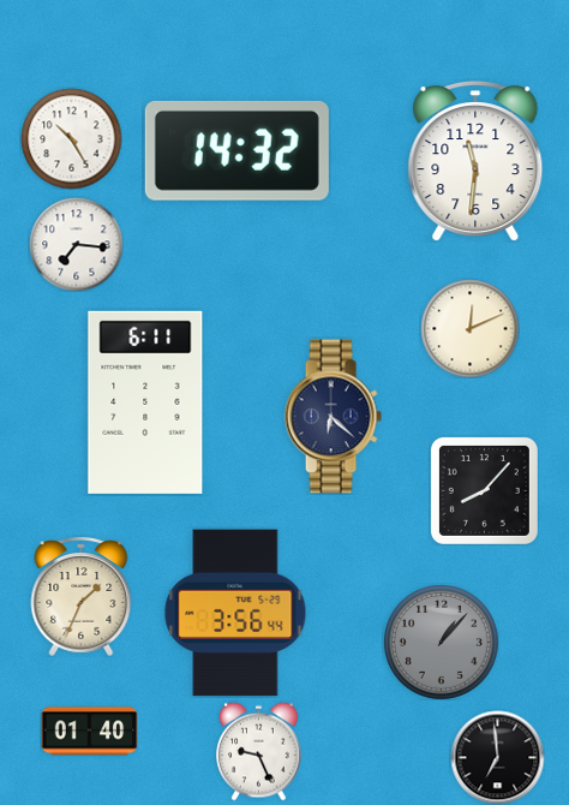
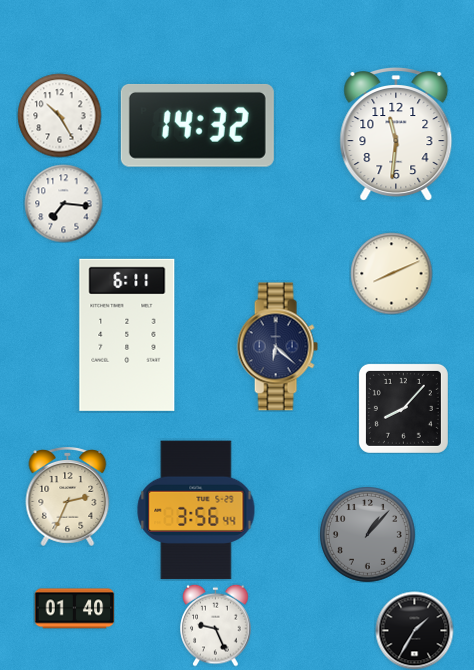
clock at (469, 328): 12:11 -> 8:11
clock at (145, 402) position: (145, 402) -> (127, 335)
clock at (82, 597): 1:34 -> 2:34
clock at (497, 757): 6:59 -> 1:35
